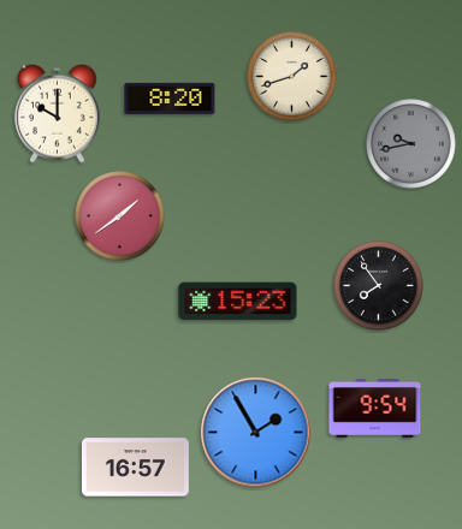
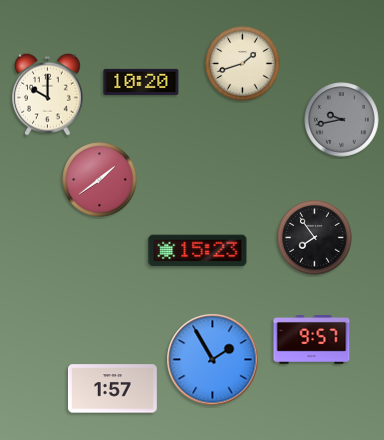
clock at (170, 99): 8:20 -> 10:20
clock at (375, 409): 9:54 -> 9:57
clock at (135, 468): 16:57 -> 1:57
